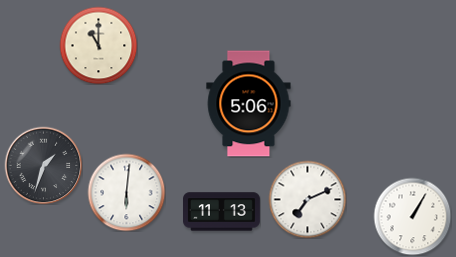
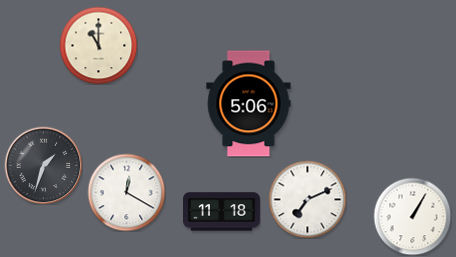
clock at (126, 192): 6:01 -> 12:20
clock at (222, 212): 11:13 -> 11:18
